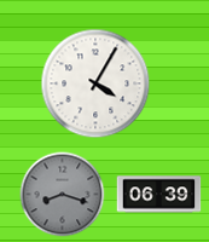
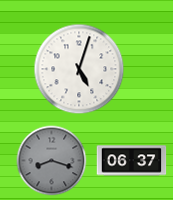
clock at (95, 83): 4:05 -> 5:03
clock at (159, 195): 06:39 -> 06:37
